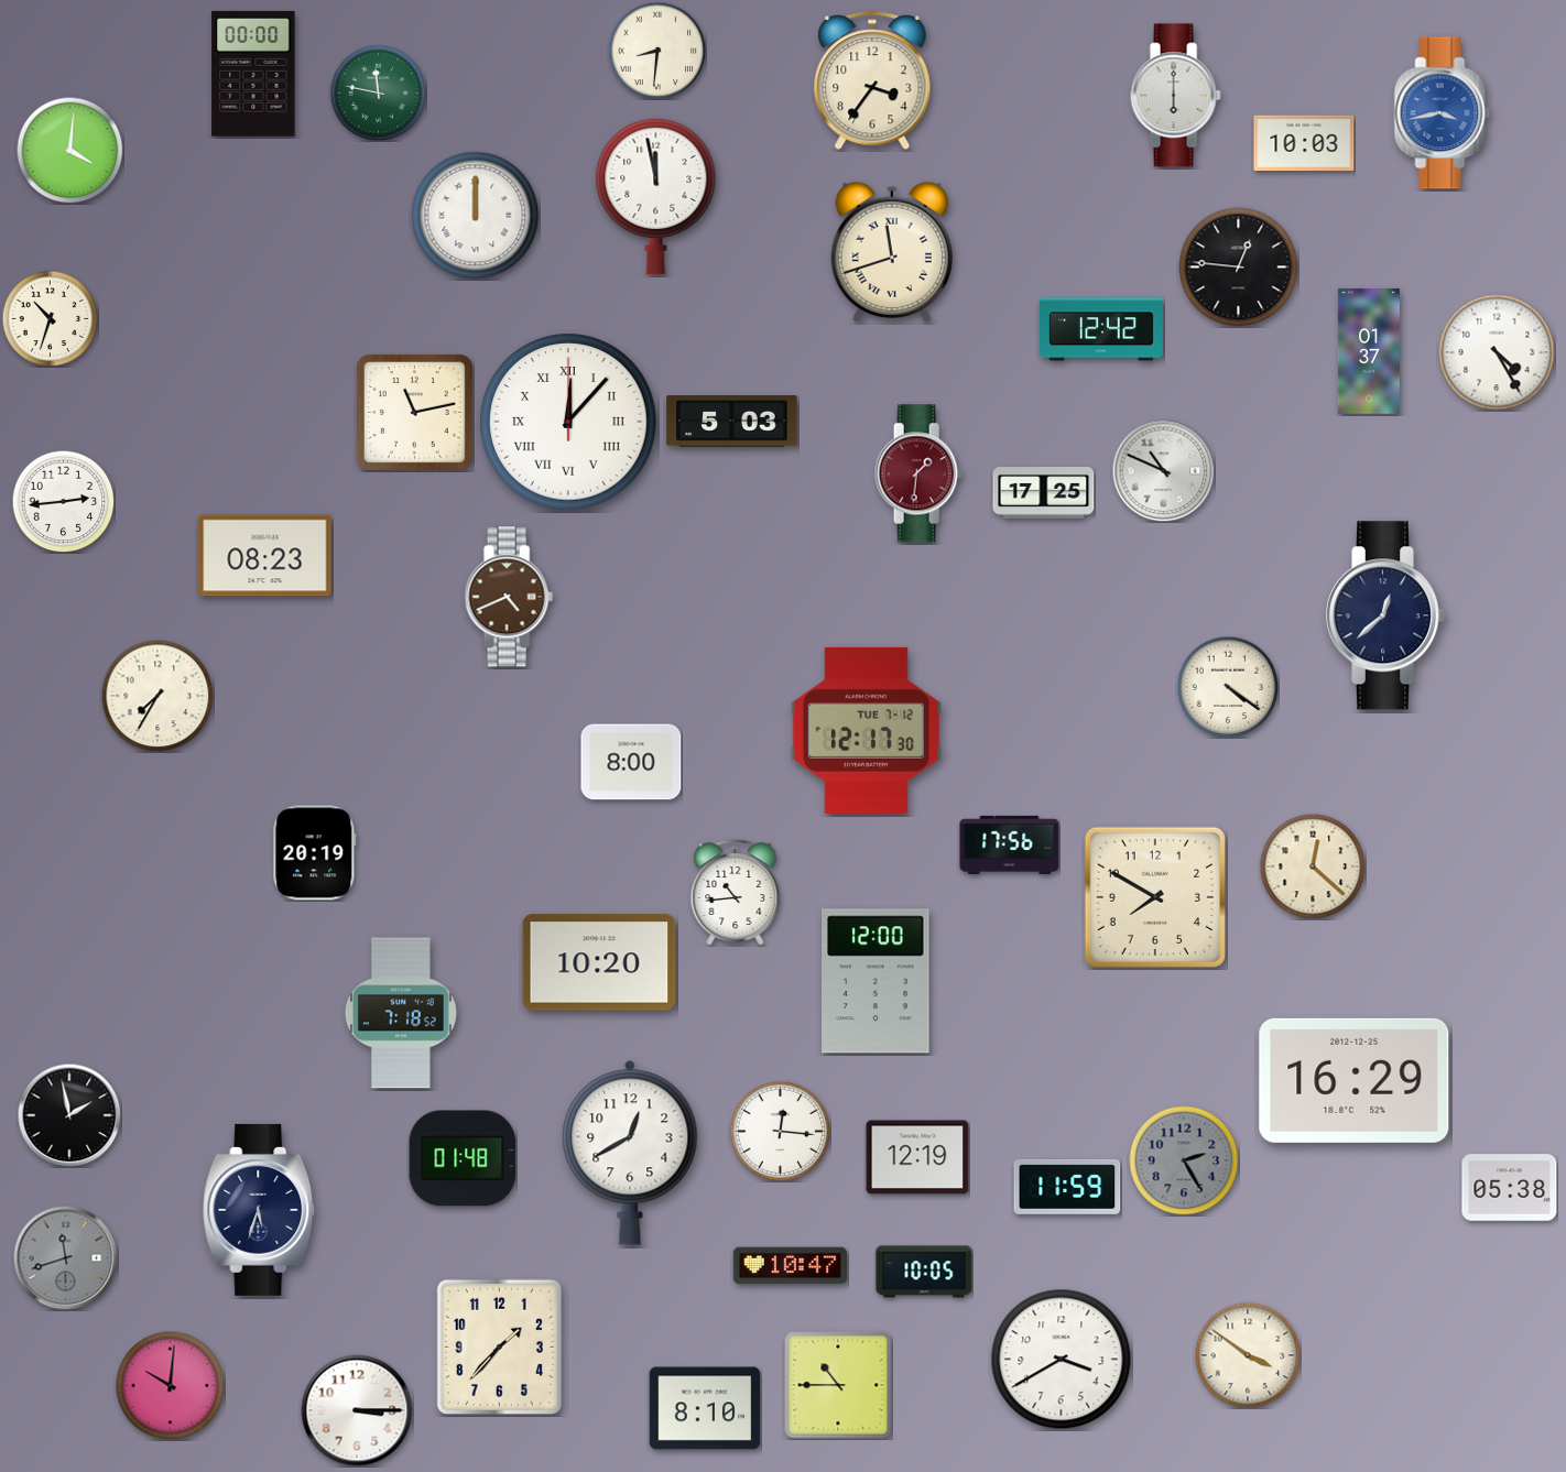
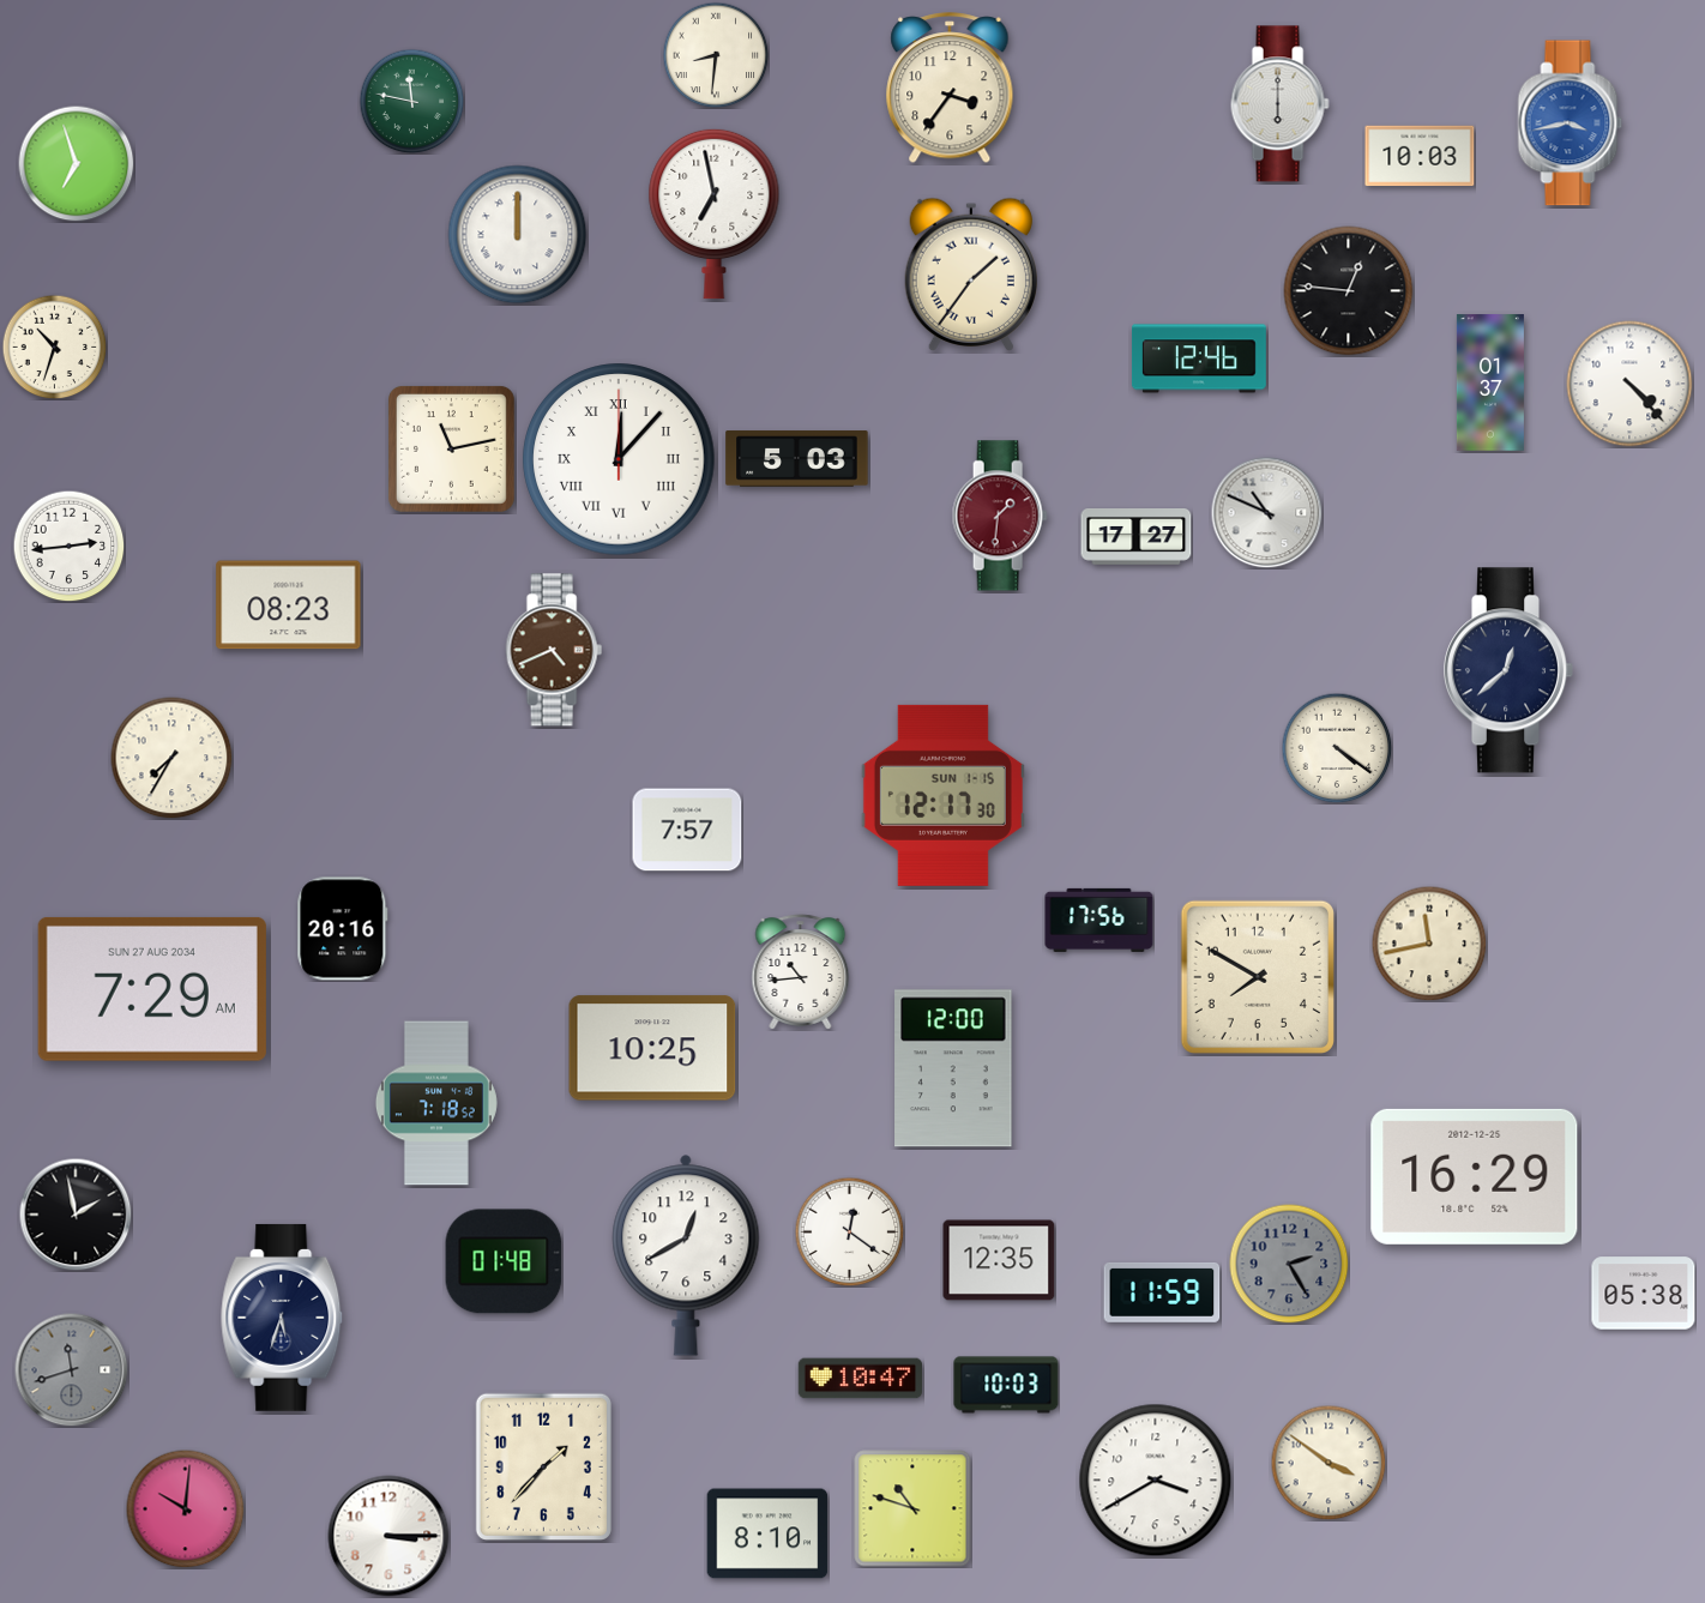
clock at (253, 74): 00:00 -> none
clock at (69, 150): 4:01 -> 6:57
clock at (656, 196): 11:58 -> 6:58
clock at (891, 251): 11:42 -> 1:36
clock at (1101, 329): 12:42 -> 12:46
clock at (1497, 352): 4:25 -> 4:23
clock at (1044, 493): 17:25 -> 17:27
clock at (866, 730) date: TUE 7-12 -> SUN 1-15
clock at (631, 762): 8:00 -> 7:57
clock at (315, 853): 20:19 -> 20:16
clock at (1313, 866): 12:22 -> 11:43
clock at (152, 989): none -> 7:29
clock at (599, 962): 10:20 -> 10:25
clock at (780, 1131): 12:16 -> 12:21
clock at (917, 1157): 12:19 -> 12:35
clock at (924, 1272): 10:05 -> 10:03
clock at (1248, 1355) position: (1248, 1355) -> (1329, 1463)
clock at (838, 1385): 10:45 -> 10:48
